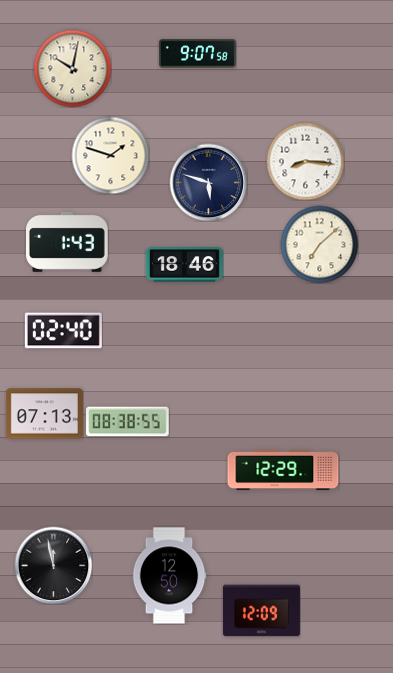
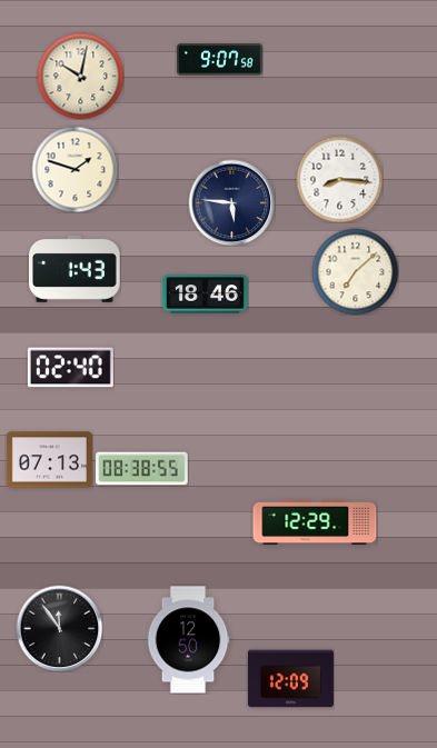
clock at (110, 155) position: (110, 155) -> (75, 169)
clock at (208, 182): 5:48 -> 5:46
clock at (53, 565): 11:58 -> 11:54
